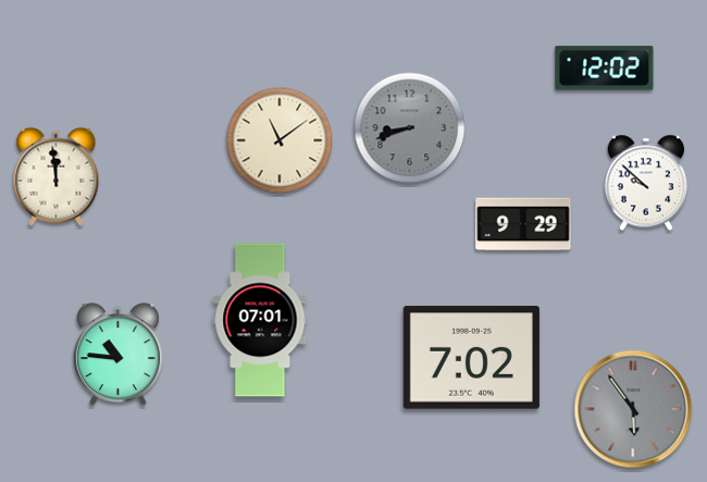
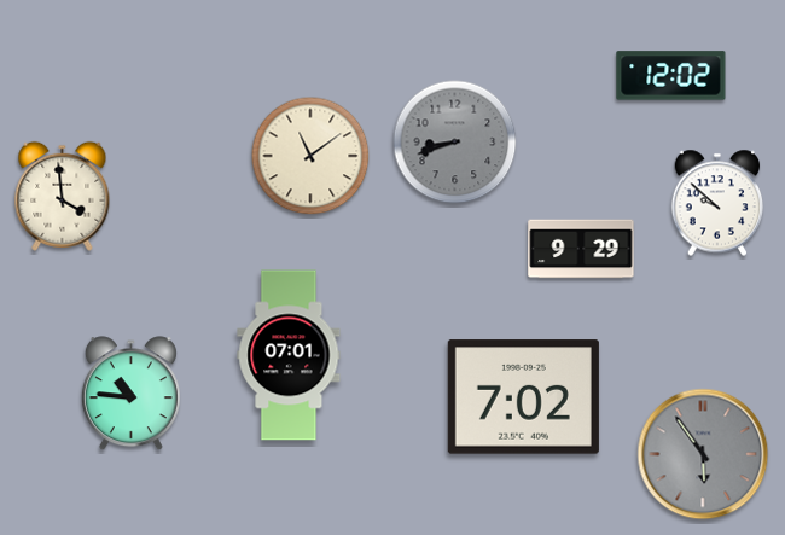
clock at (57, 176): 11:59 -> 3:59
